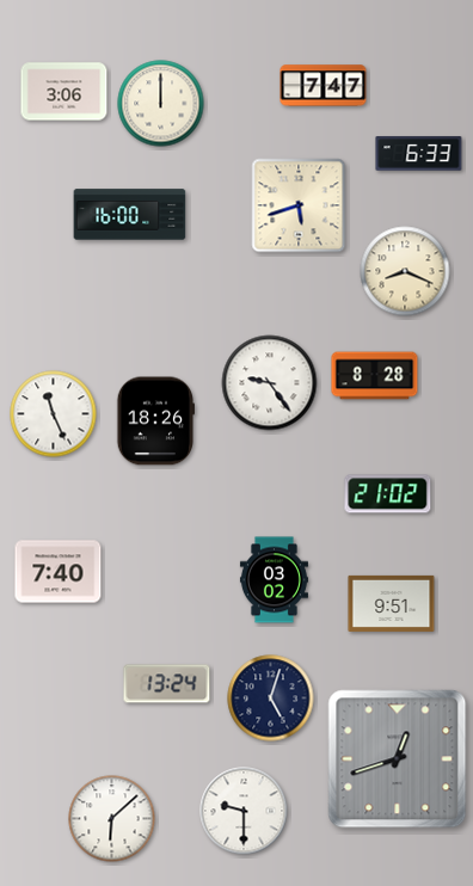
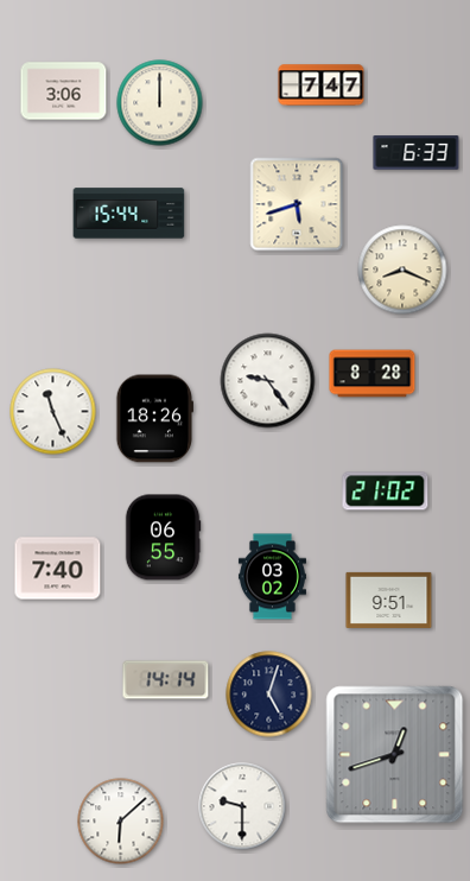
clock at (130, 215): 16:00 -> 15:44
clock at (163, 538): none -> 06:55
clock at (167, 684): 13:24 -> 14:14
clock at (112, 819) position: (112, 819) -> (121, 822)
